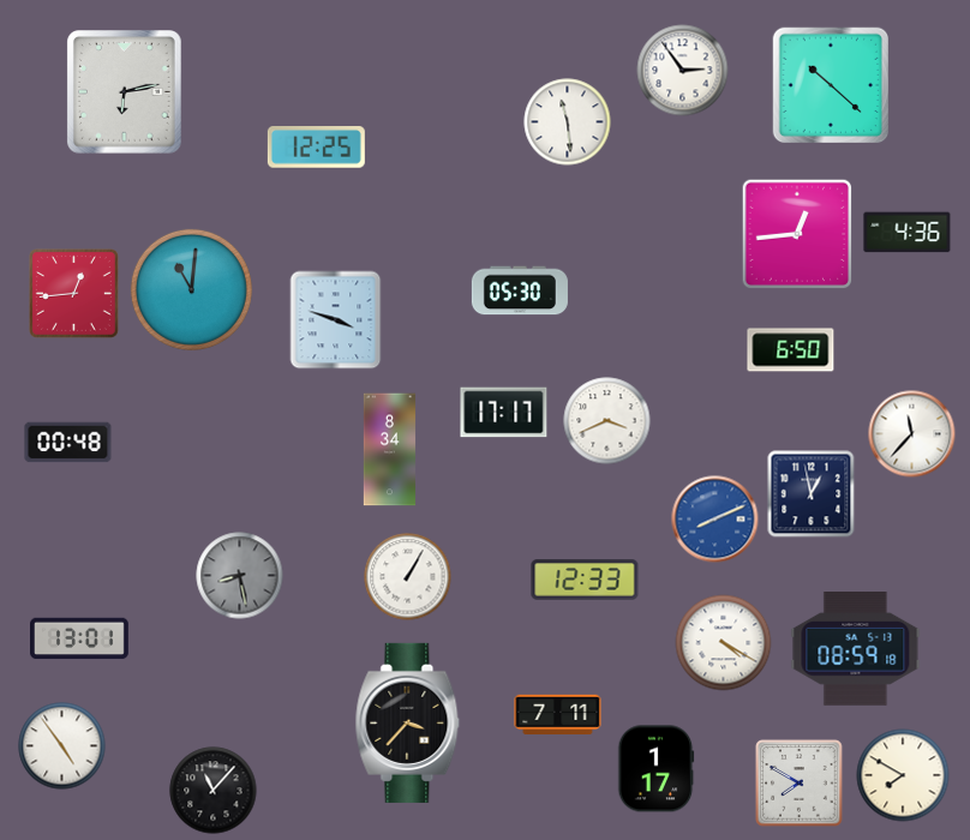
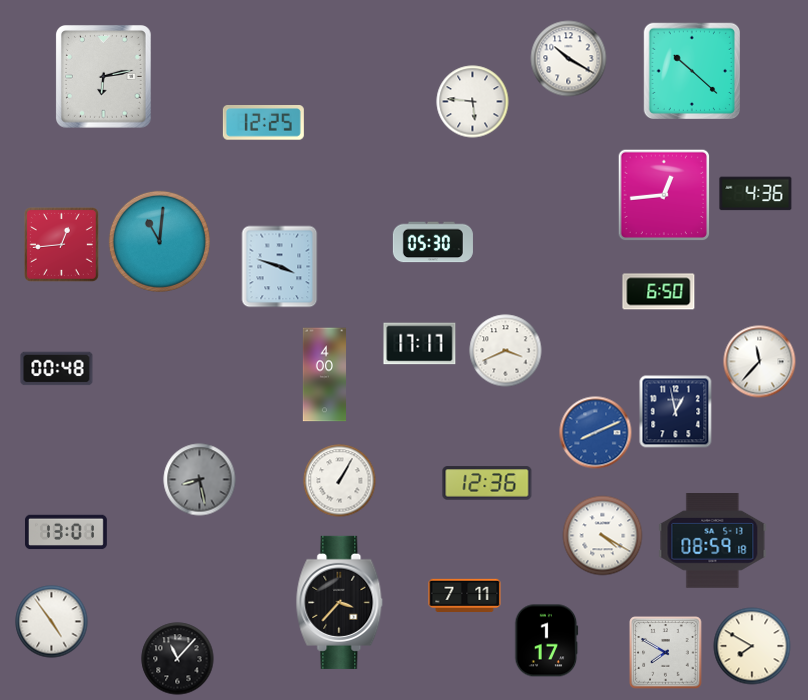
clock at (683, 71): 2:54 -> 10:20
clock at (568, 122): 11:29 -> 5:46
clock at (390, 450): 8:34 -> 4:00
clock at (585, 580): 12:33 -> 12:36
